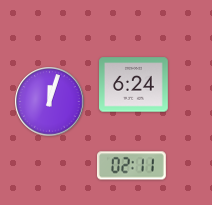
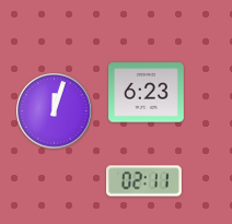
clock at (134, 85): 6:24 -> 6:23
